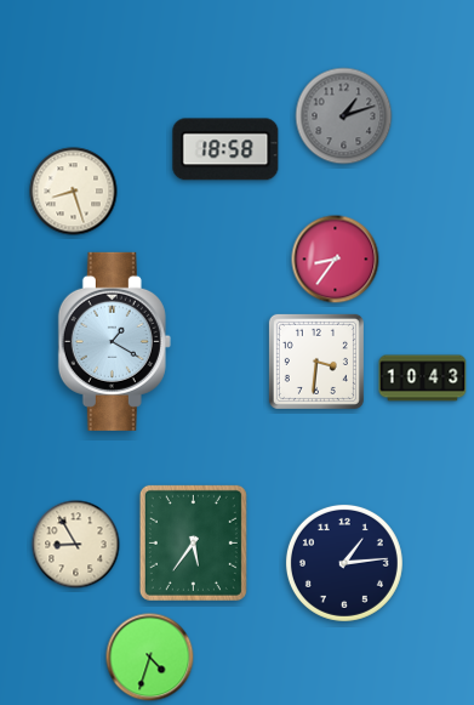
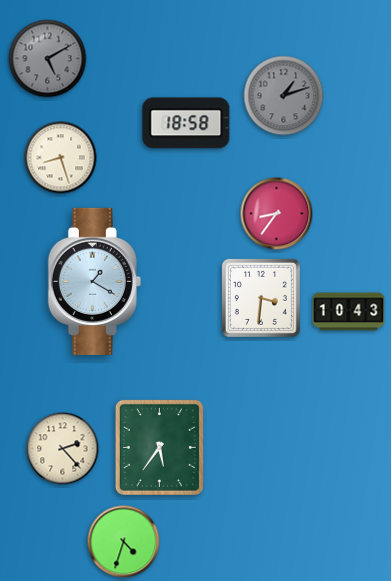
clock at (48, 59): none -> 5:10
clock at (76, 545): 8:55 -> 2:23
clock at (344, 563): 1:14 -> none
